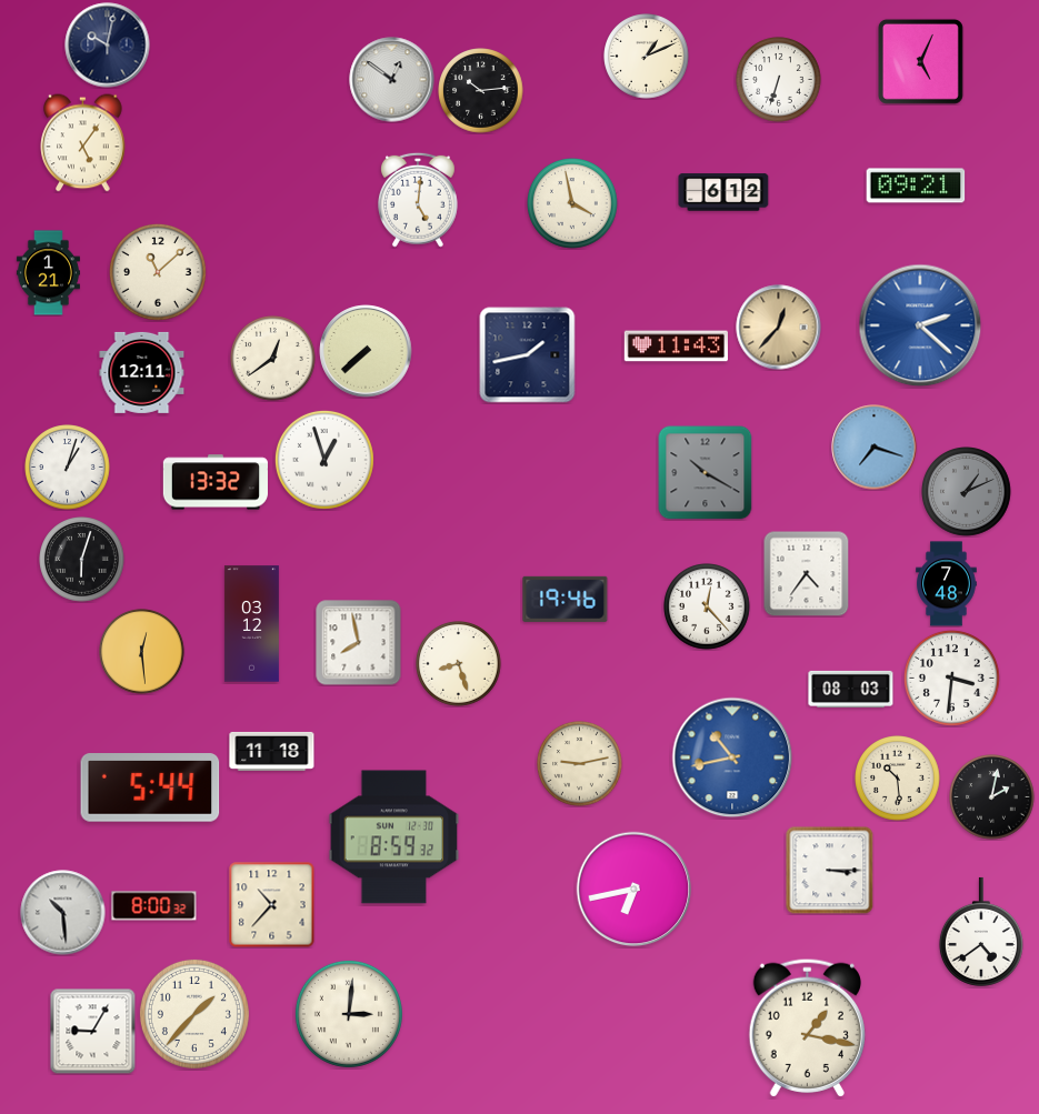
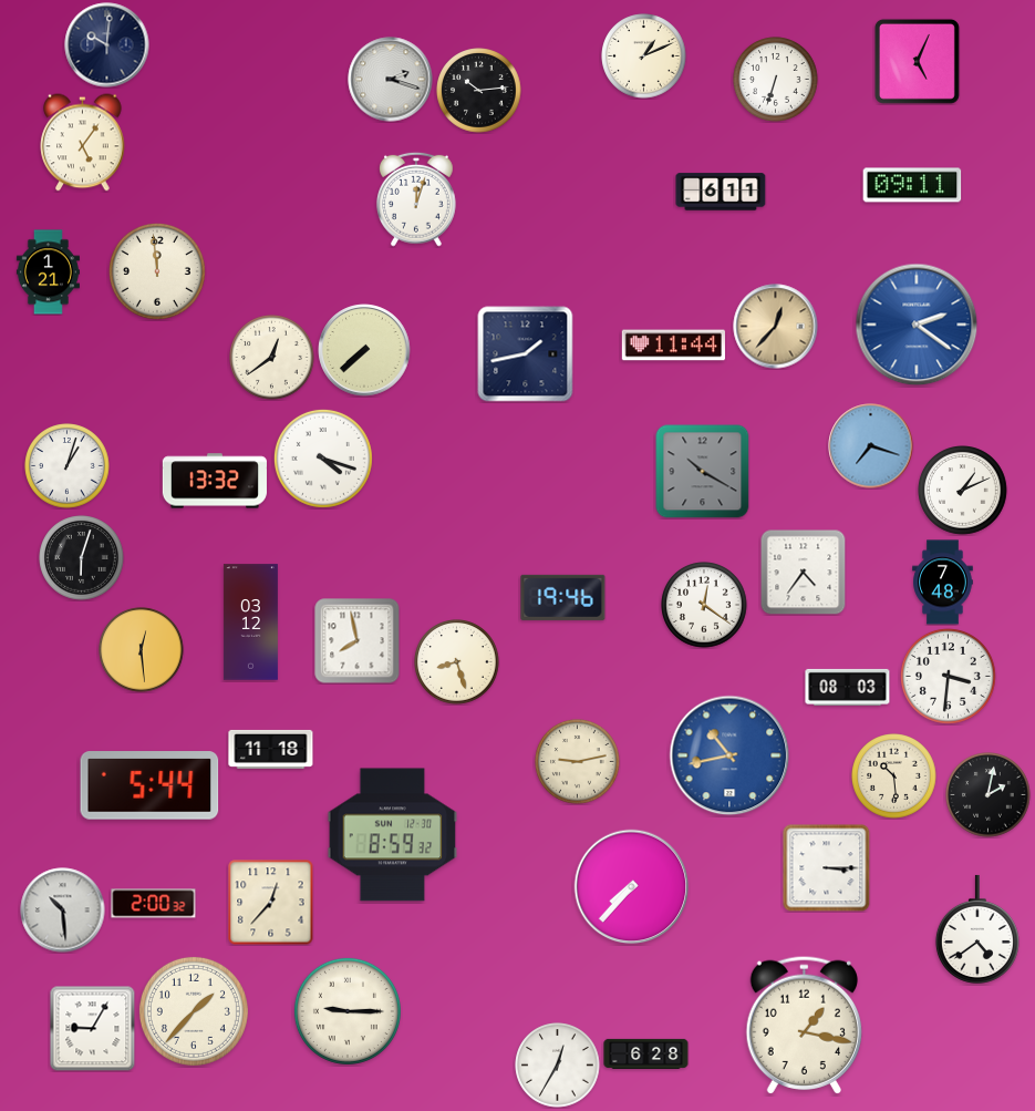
clock at (108, 46): 10:02 -> 10:01
clock at (392, 80): 12:51 -> 2:18
clock at (916, 185): 09:21 -> 09:11
clock at (723, 192): 6:12 -> 6:11
clock at (418, 200): 5:01 -> 12:03
clock at (573, 204): 3:58 -> none
clock at (158, 272): 11:08 -> 11:59
clock at (920, 325): 2:22 -> 2:21
clock at (676, 347): 11:43 -> 11:44
clock at (142, 372): 12:11 -> none
clock at (324, 460): 12:57 -> 4:18
clock at (967, 492) dial: grey -> white
clock at (707, 606): 12:23 -> 12:21
clock at (635, 890): 6:43 -> 7:37
clock at (272, 905): 10:37 -> 12:37
clock at (154, 906): 8:00 -> 2:00
clock at (349, 1014): 3:01 -> 9:15
clock at (646, 1053): none -> 6:28
clock at (558, 1066): none -> 12:35
